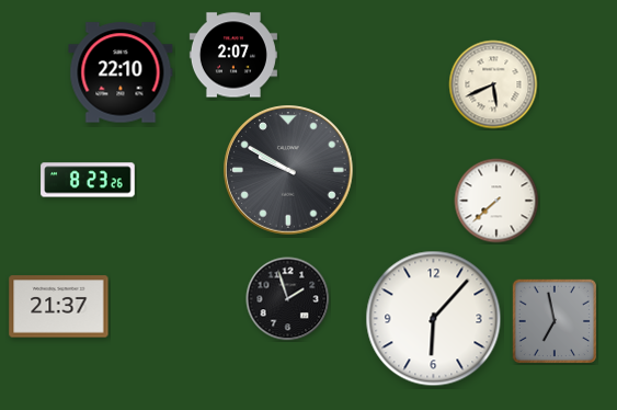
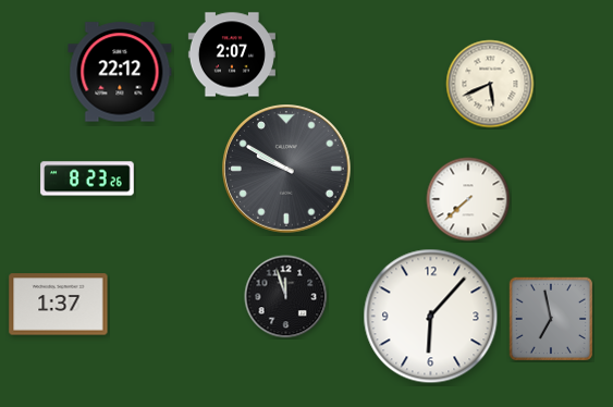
clock at (121, 72): 22:10 -> 22:12
clock at (496, 201) position: (496, 201) -> (468, 199)
clock at (288, 299): 1:57 -> 11:57
clock at (59, 307): 21:37 -> 1:37
